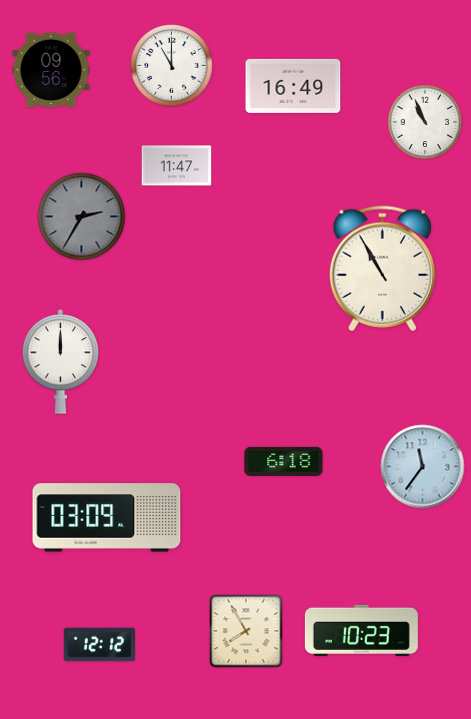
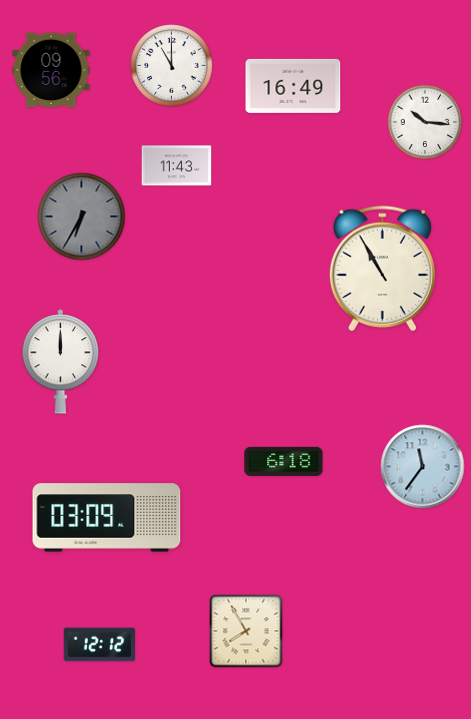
clock at (425, 122): 10:56 -> 10:16
clock at (177, 166): 11:47 -> 11:43
clock at (82, 217): 2:35 -> 6:35
clock at (361, 630): 10:23 -> none
